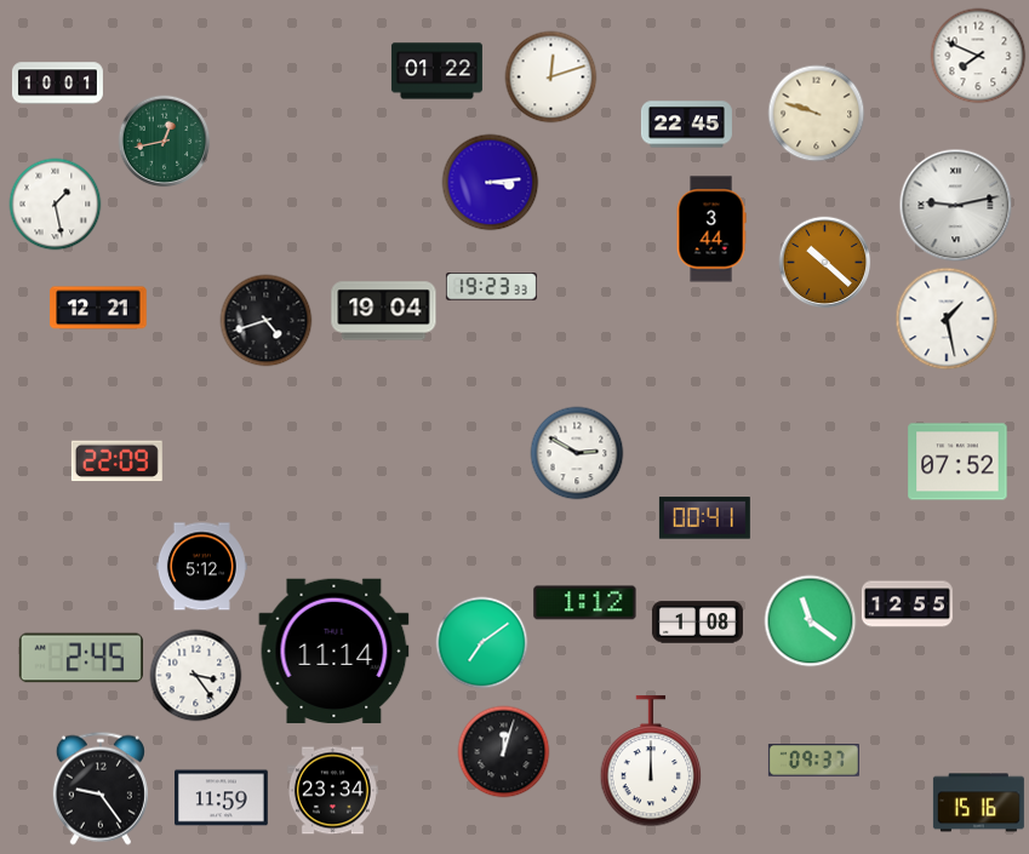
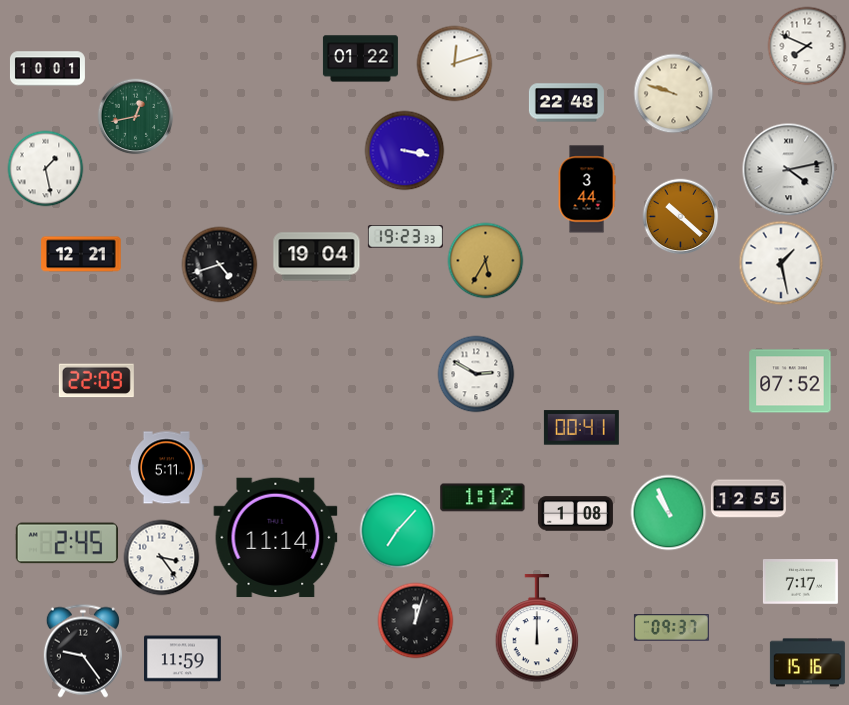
clock at (686, 125): 22:45 -> 22:48
clock at (491, 183): 3:14 -> 3:17
clock at (956, 206): 9:13 -> 4:13
clock at (486, 261): none -> 5:35
clock at (201, 567): 5:12 -> 5:11
clock at (811, 621): 11:21 -> 10:56
clock at (482, 643): 7:09 -> 7:07
clock at (800, 582): none -> 7:17
clock at (332, 791): 23:34 -> none
